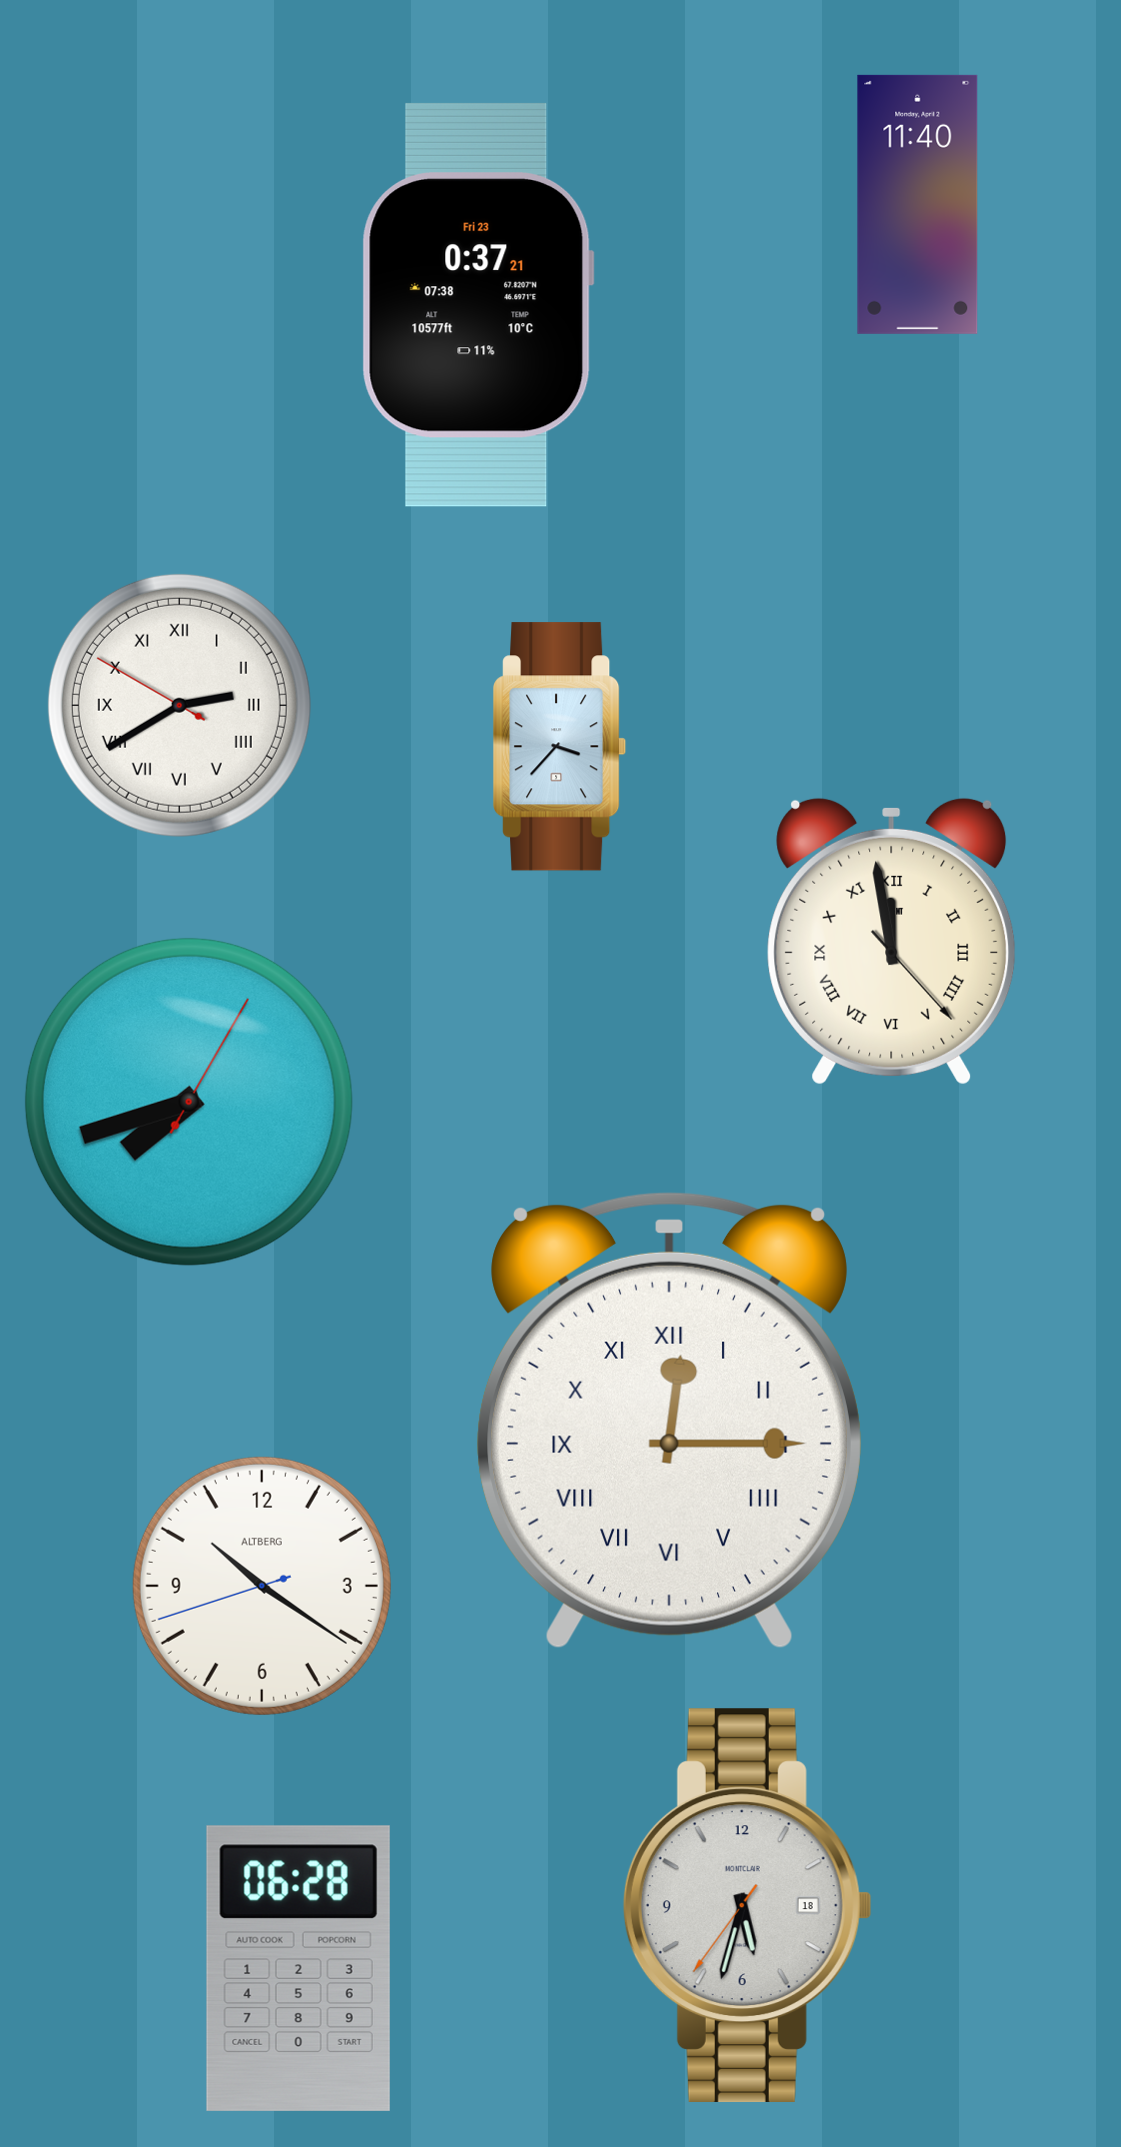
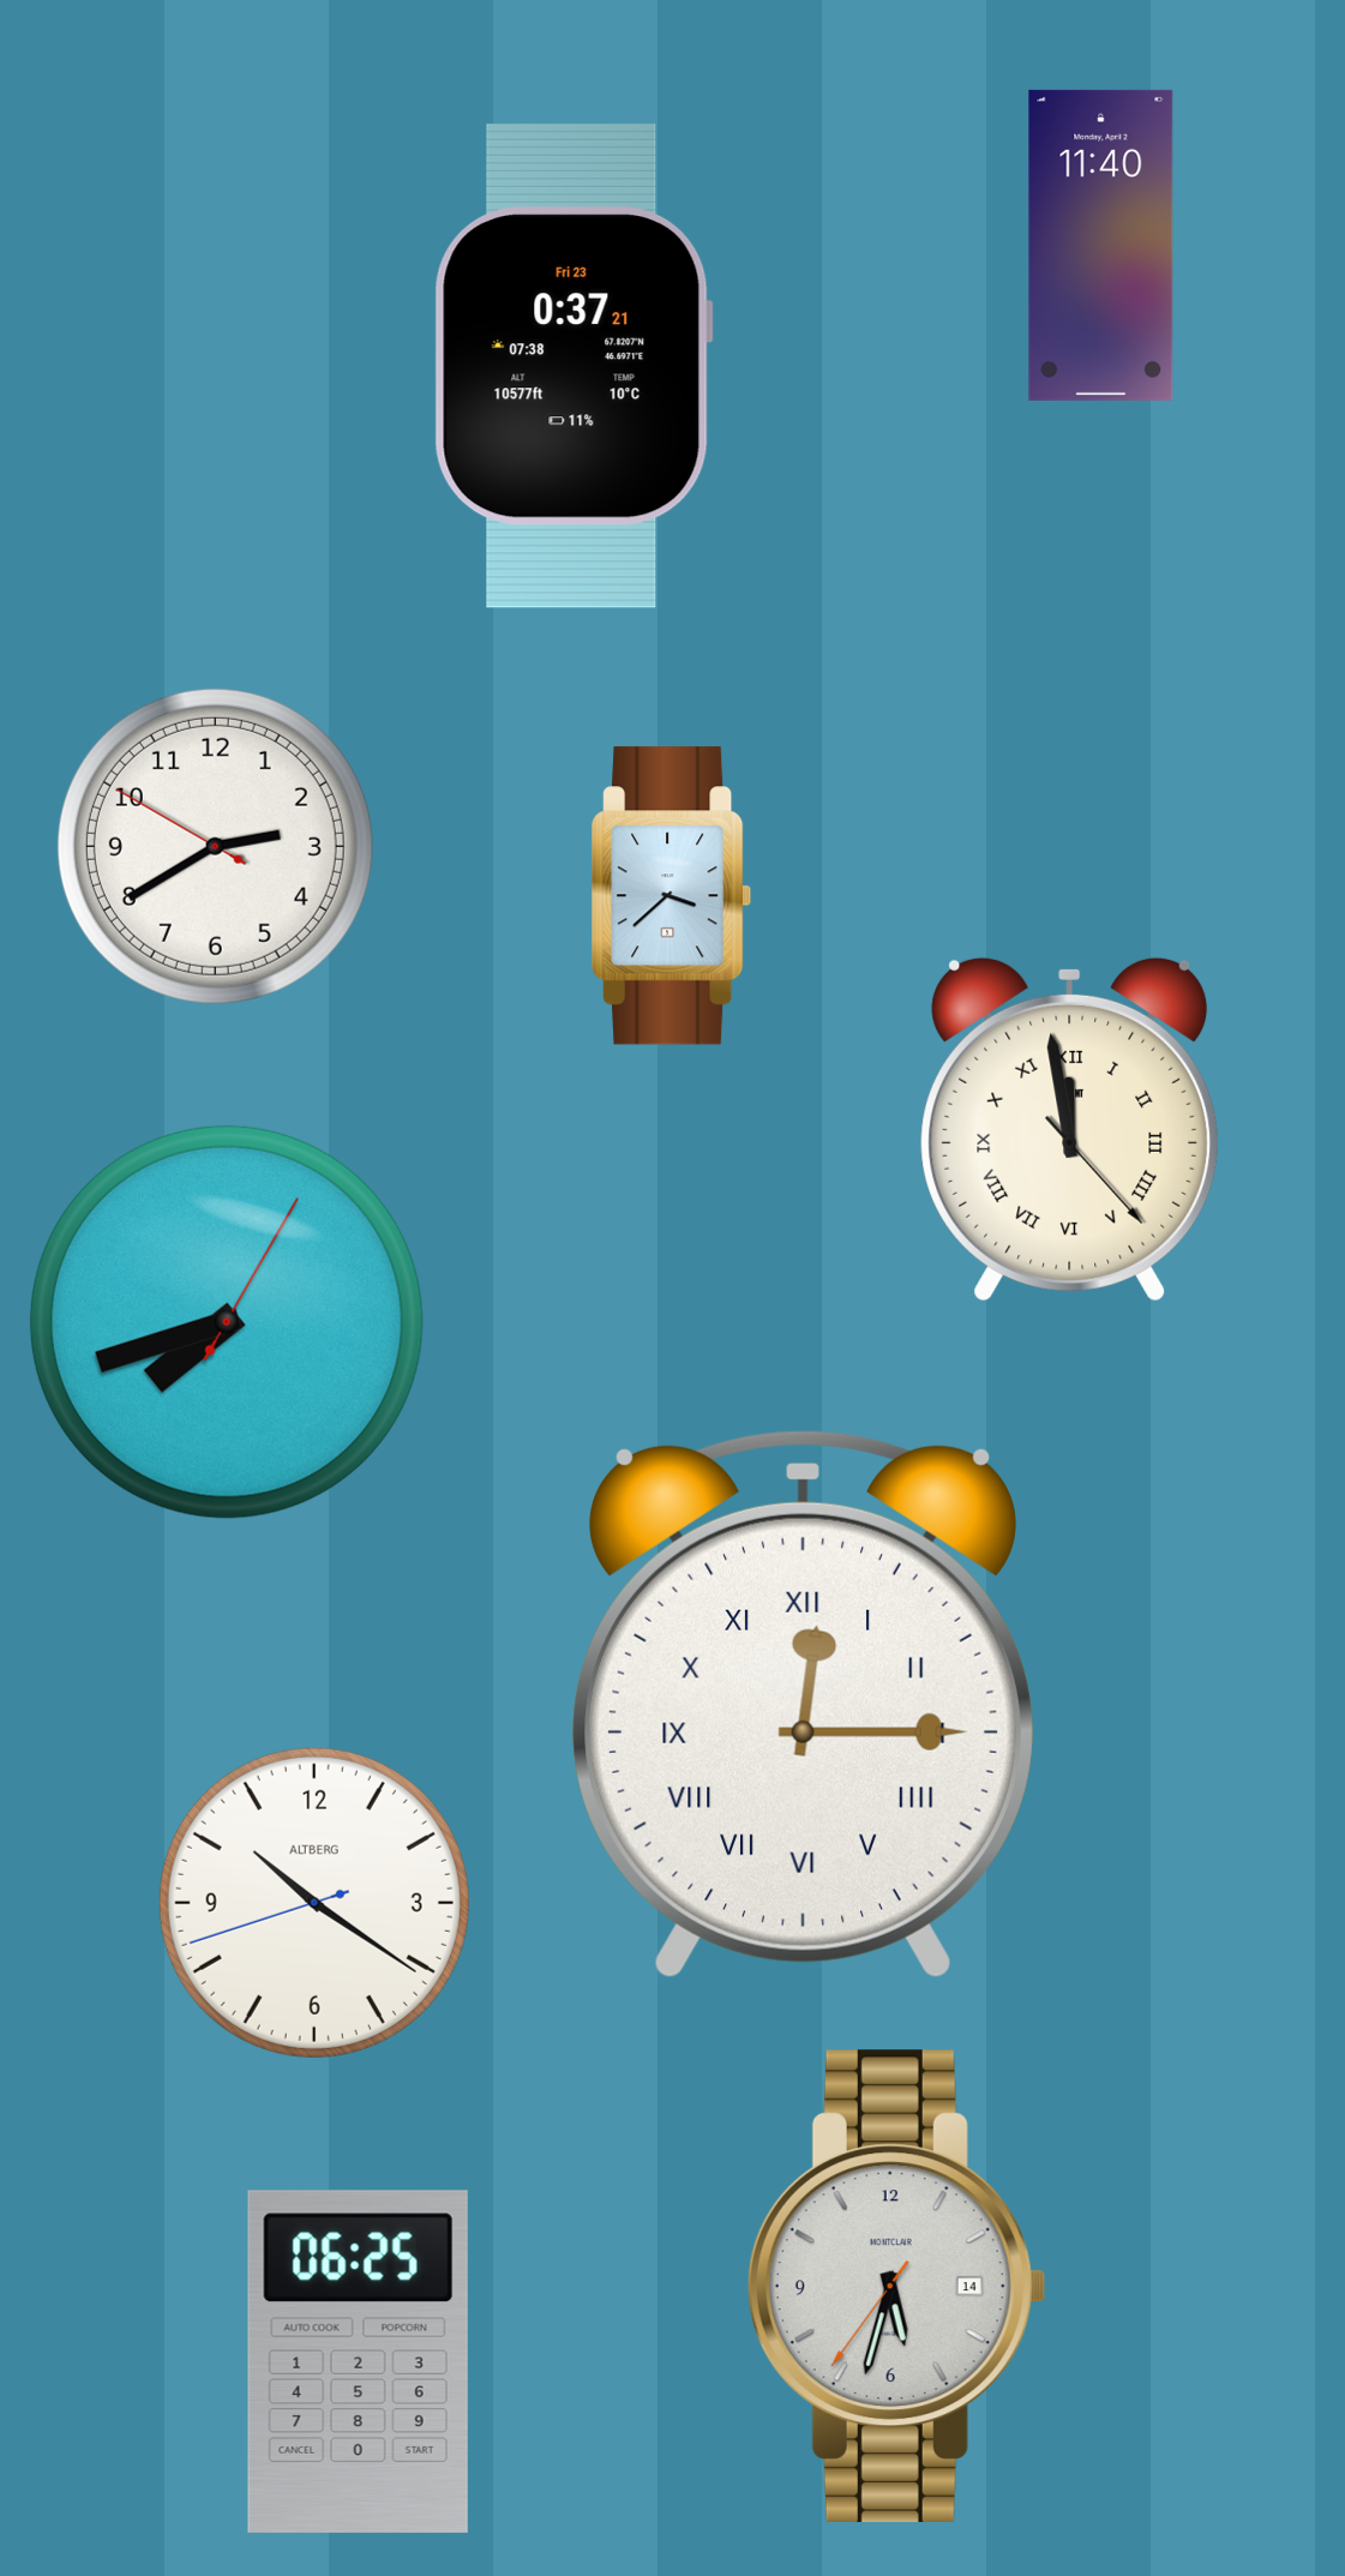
clock at (179, 705) numerals: Roman -> Arabic
clock at (560, 747): 3:37 -> 3:38
clock at (747, 1905) date: 18 -> 14
clock at (298, 1968): 06:28 -> 06:25
